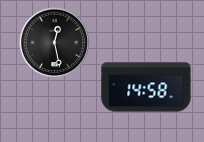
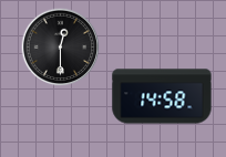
clock at (55, 43): 12:28 -> 12:30
